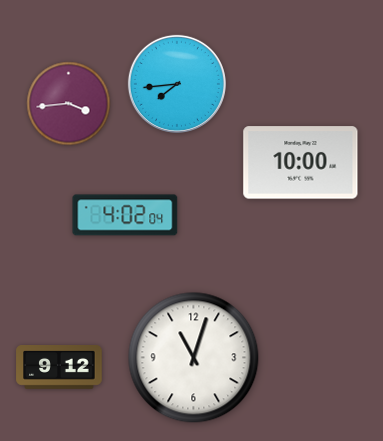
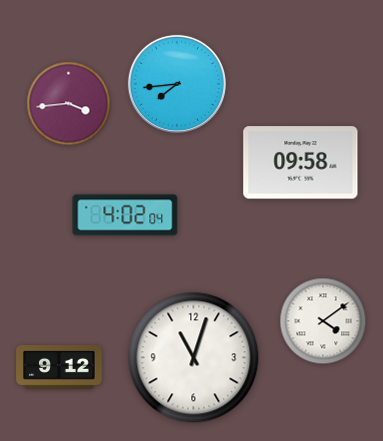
clock at (301, 163): 10:00 -> 09:58
clock at (323, 321): none -> 4:09
